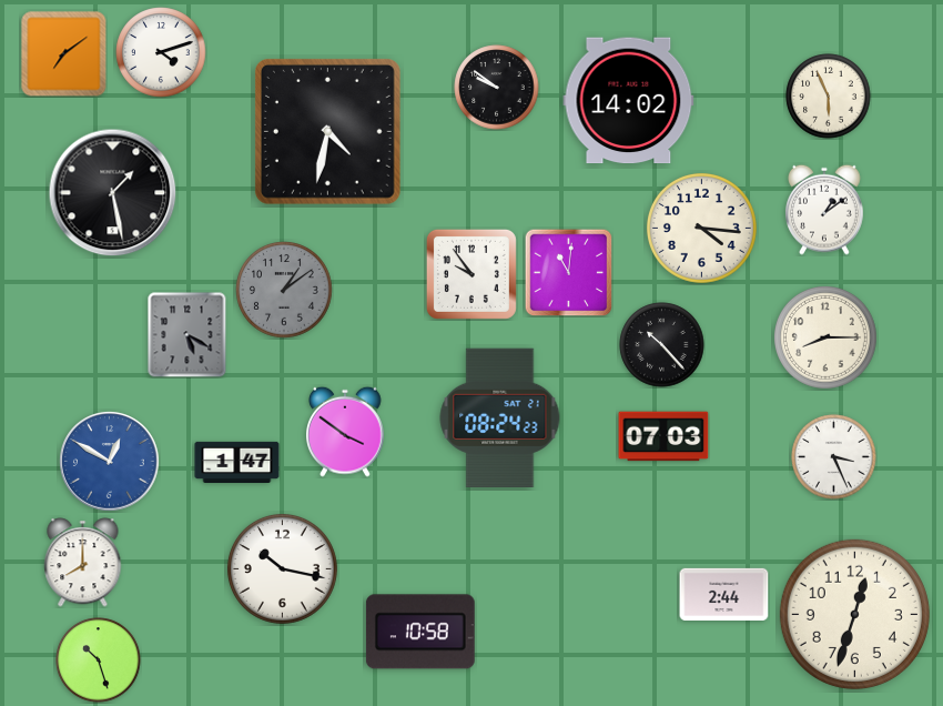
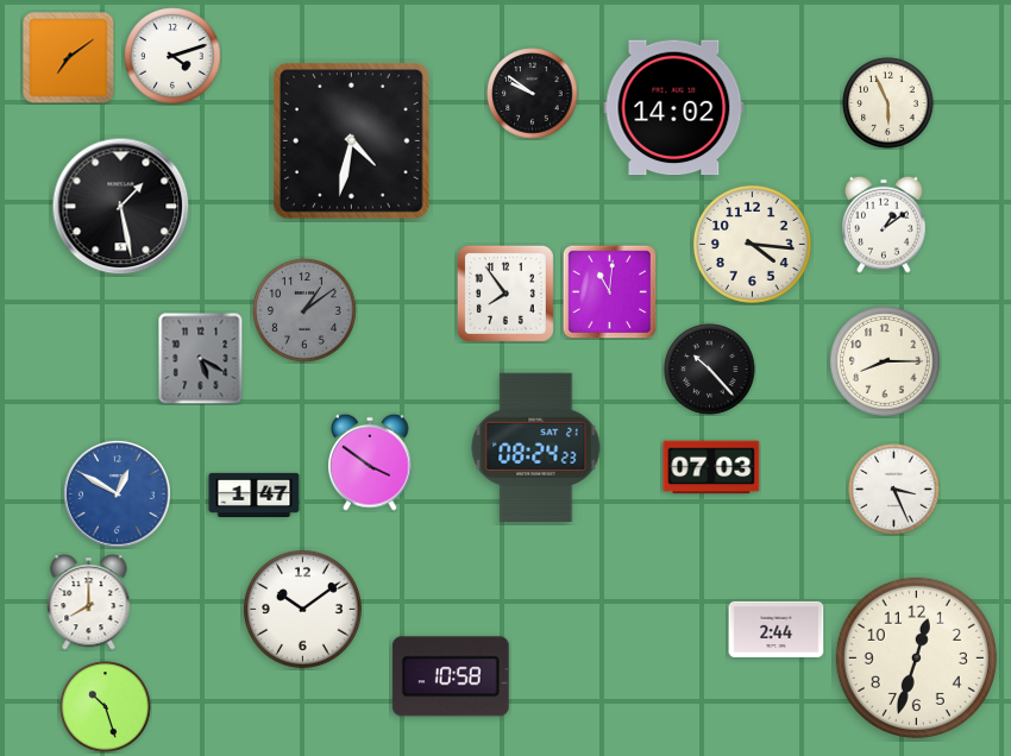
clock at (471, 274): 9:54 -> 7:54
clock at (282, 568): 10:17 -> 10:09
clock at (724, 594) position: (724, 594) -> (777, 629)
